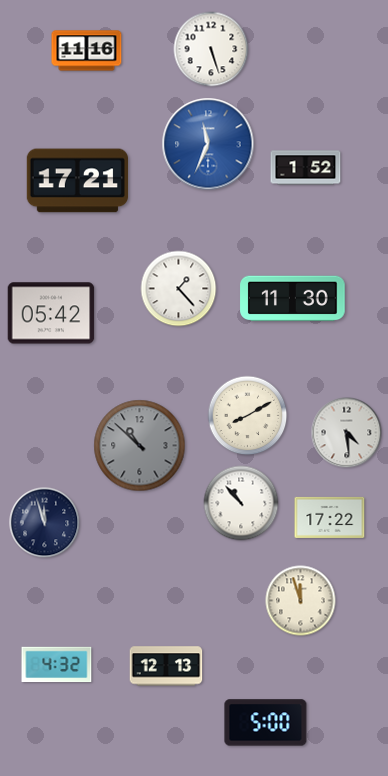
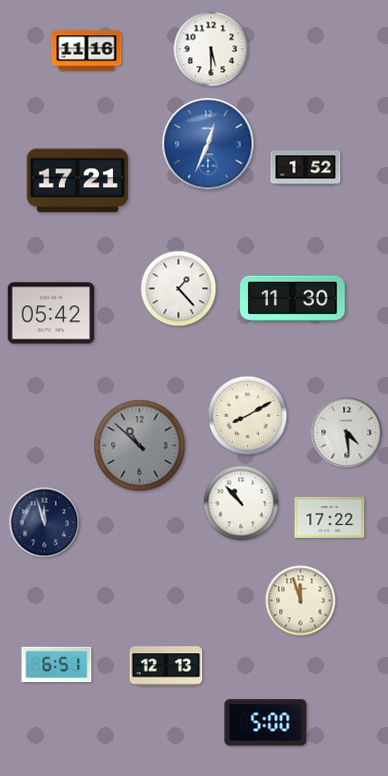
clock at (211, 49): 5:27 -> 5:30
clock at (208, 144): 11:34 -> 12:34
clock at (57, 665): 4:32 -> 6:51
